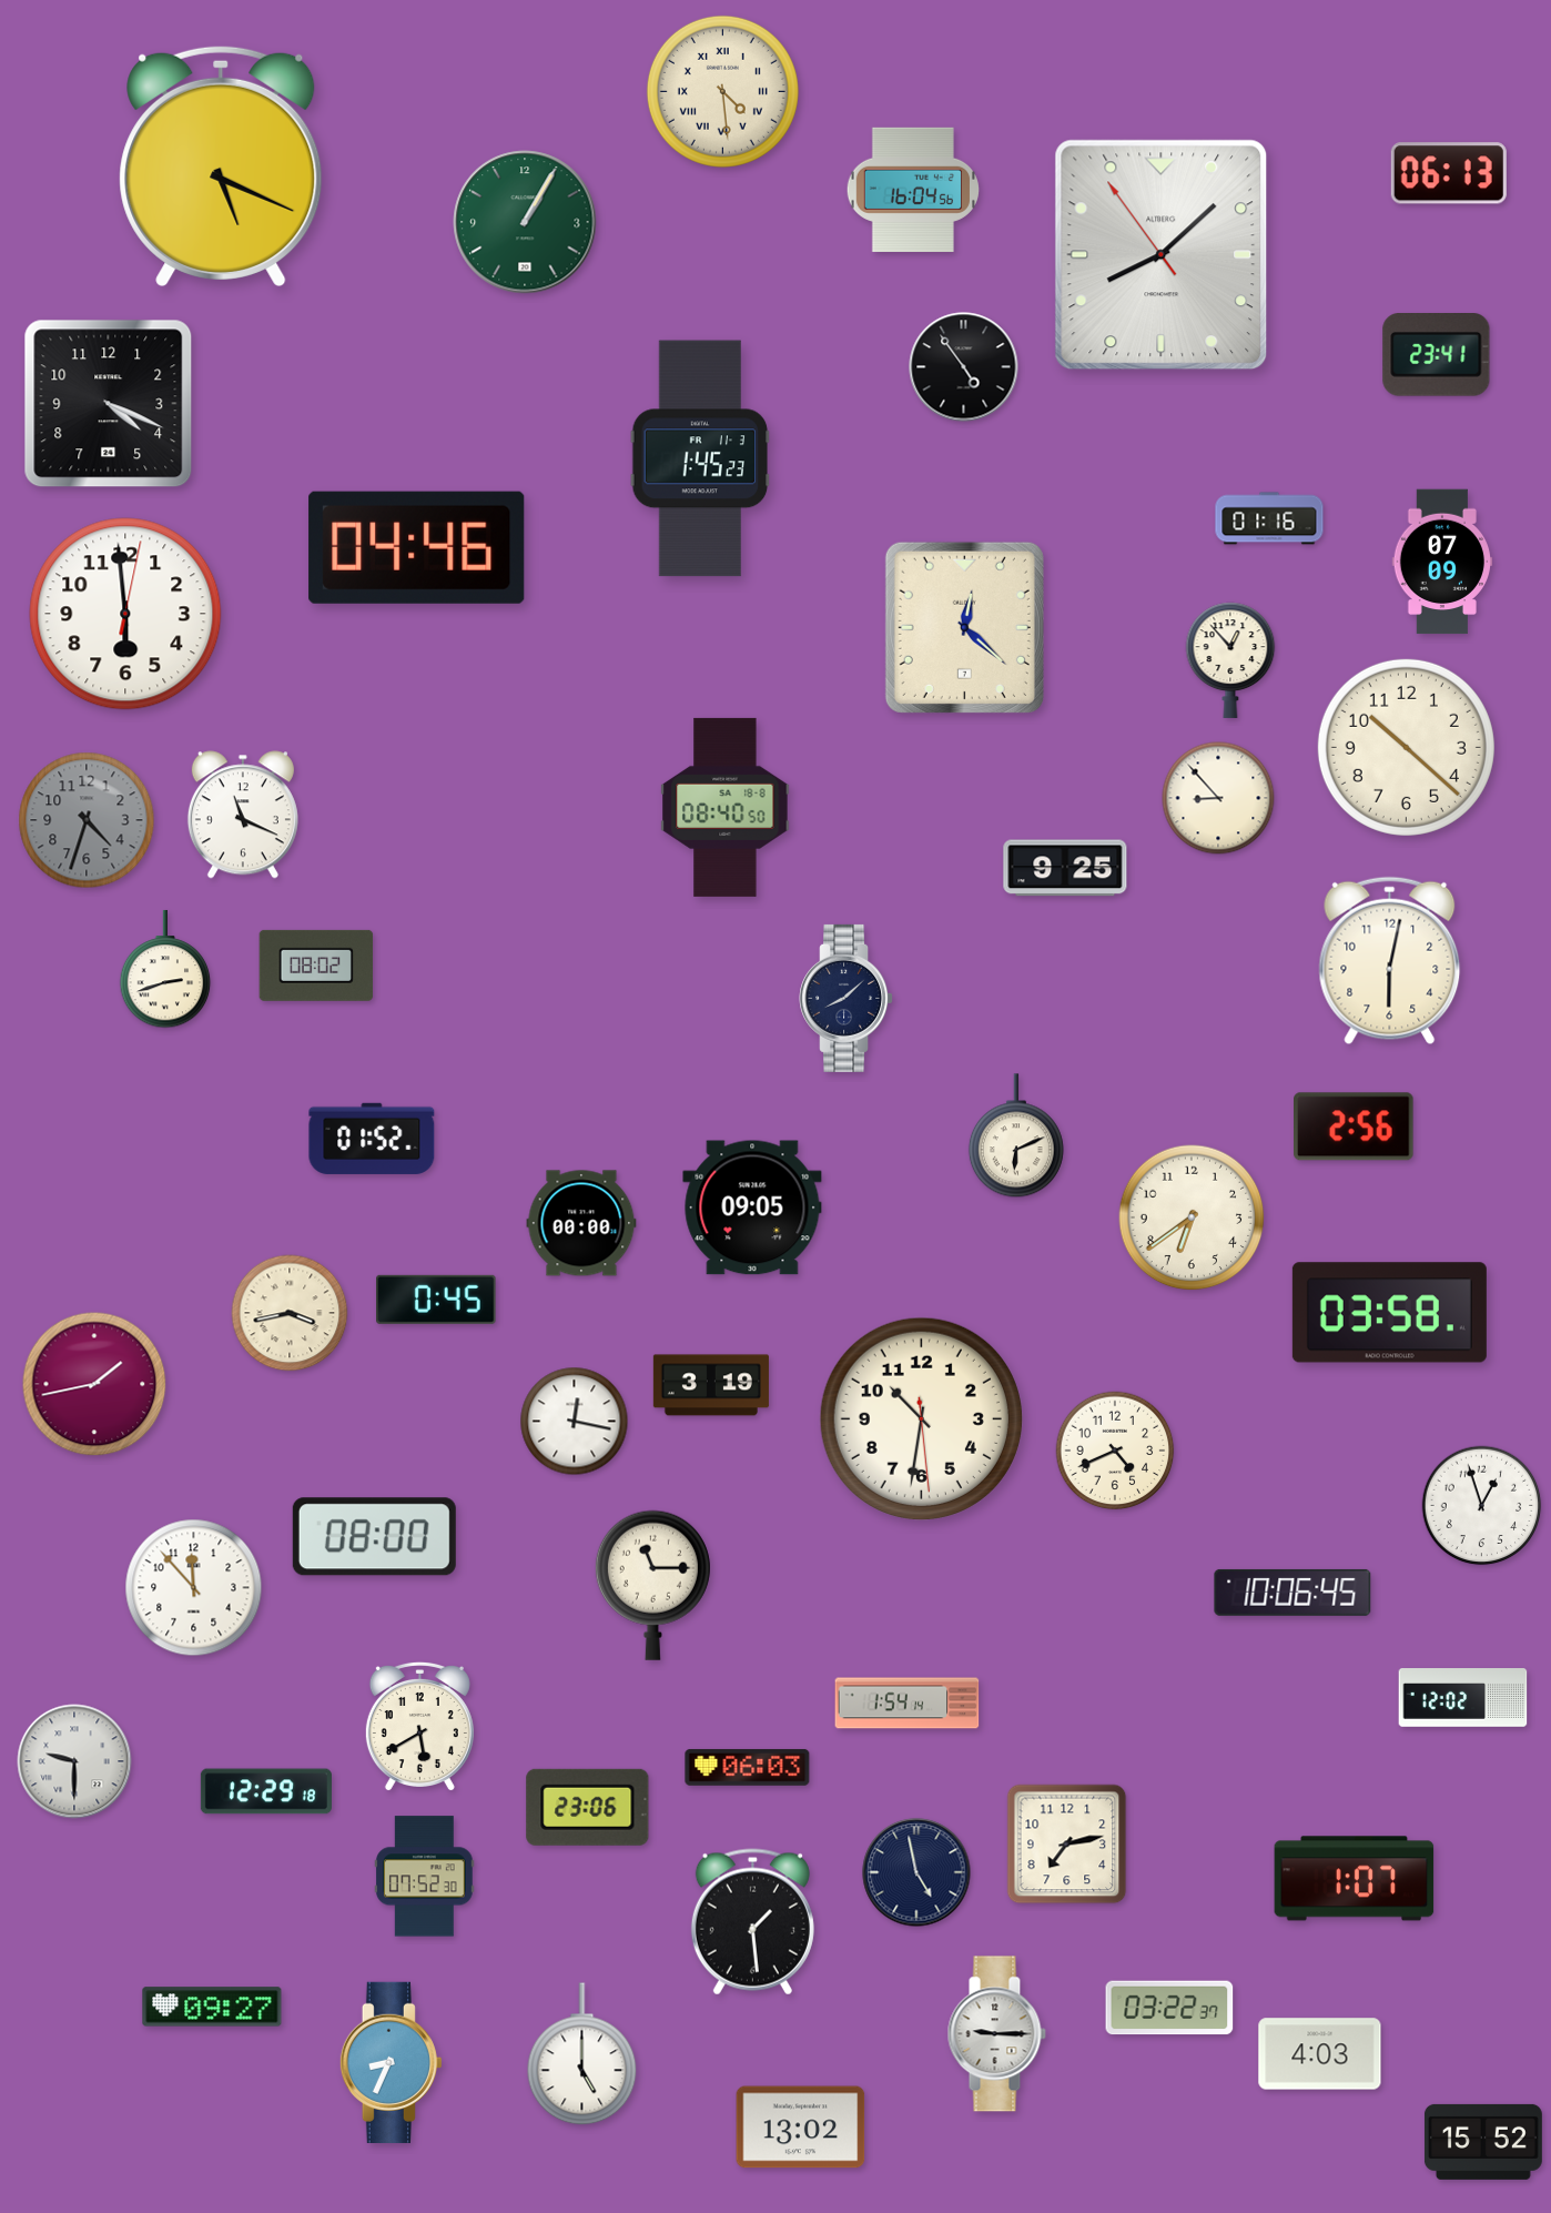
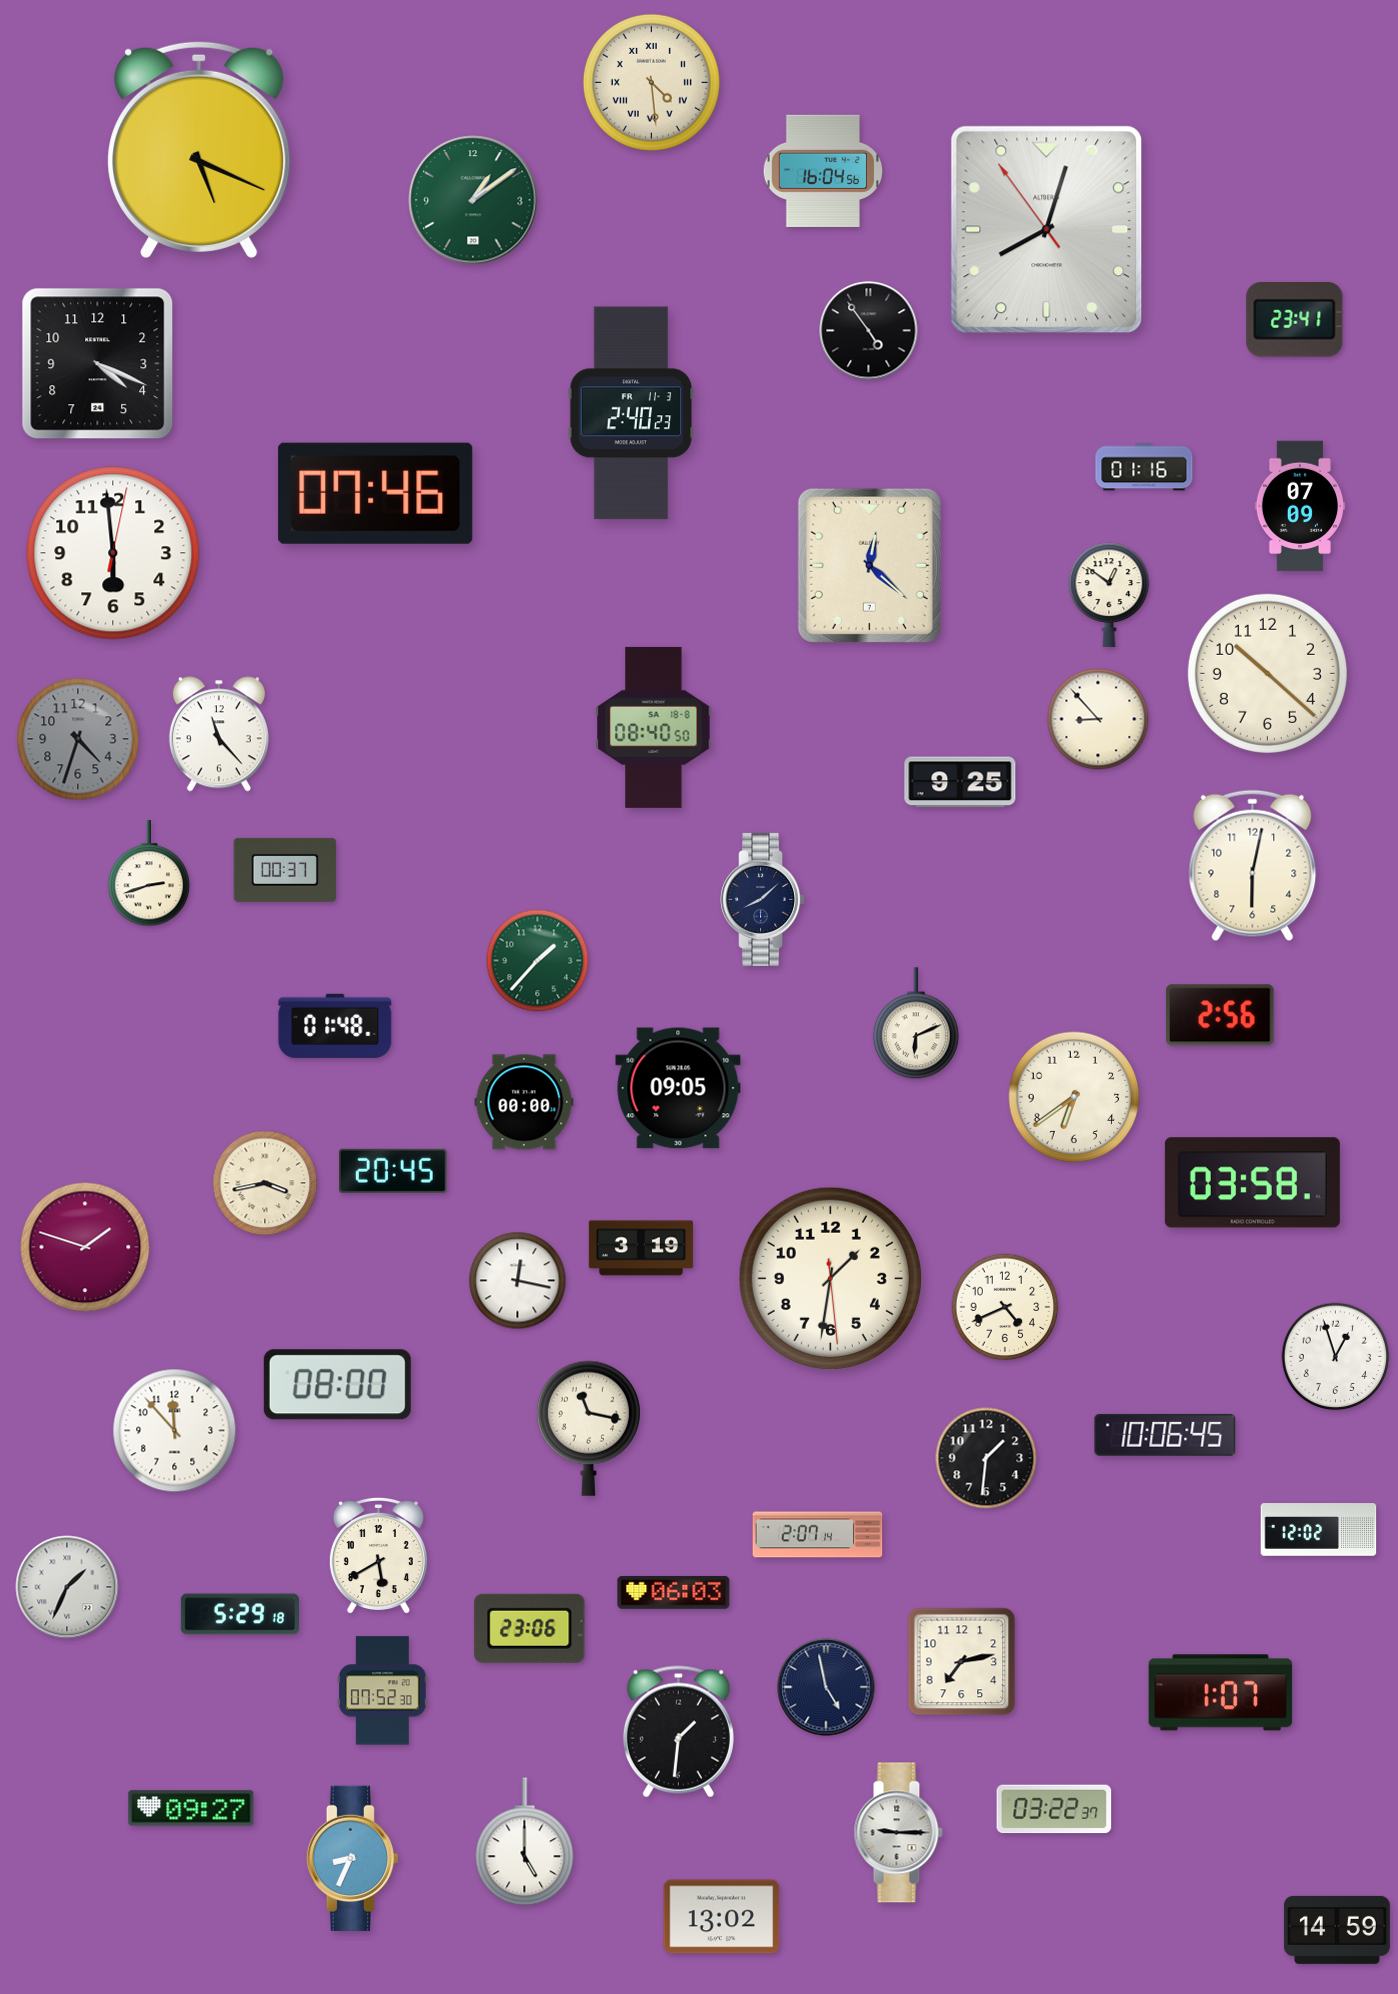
clock at (1449, 173): 06:13 -> none
clock at (525, 222): 1:05 -> 1:09
clock at (1162, 255): 8:07 -> 8:02
clock at (700, 458): 1:45 -> 2:40
clock at (417, 547): 04:46 -> 07:46
clock at (1230, 660): 12:53 -> 12:51
clock at (243, 815): 11:19 -> 11:23
clock at (316, 966): 08:02 -> 00:37
clock at (538, 961): none -> 1:37
clock at (372, 1139): 01:52 -> 01:48
clock at (437, 1300): 0:45 -> 20:45
clock at (290, 1313) position: (290, 1313) -> (265, 1183)
clock at (94, 1384): 1:43 -> 1:48
clock at (921, 1418): 10:31 -> 1:31
clock at (652, 1585): 11:15 -> 11:17
clock at (986, 1458): none -> 1:31
clock at (908, 1704): 1:54 -> 2:07
clock at (74, 1761): 9:30 -> 1:34
clock at (266, 1791): 12:29 -> 5:29
clock at (752, 1922): 1:29 -> 1:31
clock at (582, 2054) position: (582, 2054) -> (525, 1842)
clock at (1320, 2054): 4:03 -> none
clock at (1483, 2142): 15:52 -> 14:59
